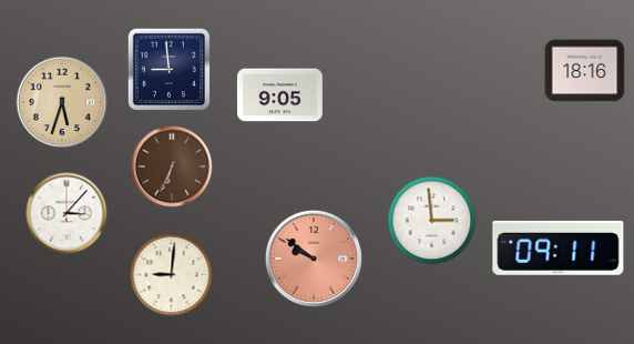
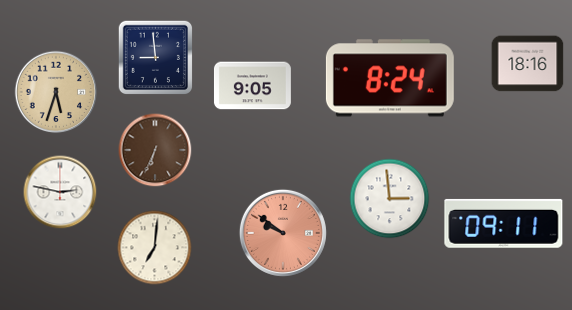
clock at (168, 69) position: (168, 69) -> (155, 57)
clock at (390, 78): none -> 8:24
clock at (67, 213): 3:07 -> 2:47
clock at (172, 275): 9:01 -> 7:01
